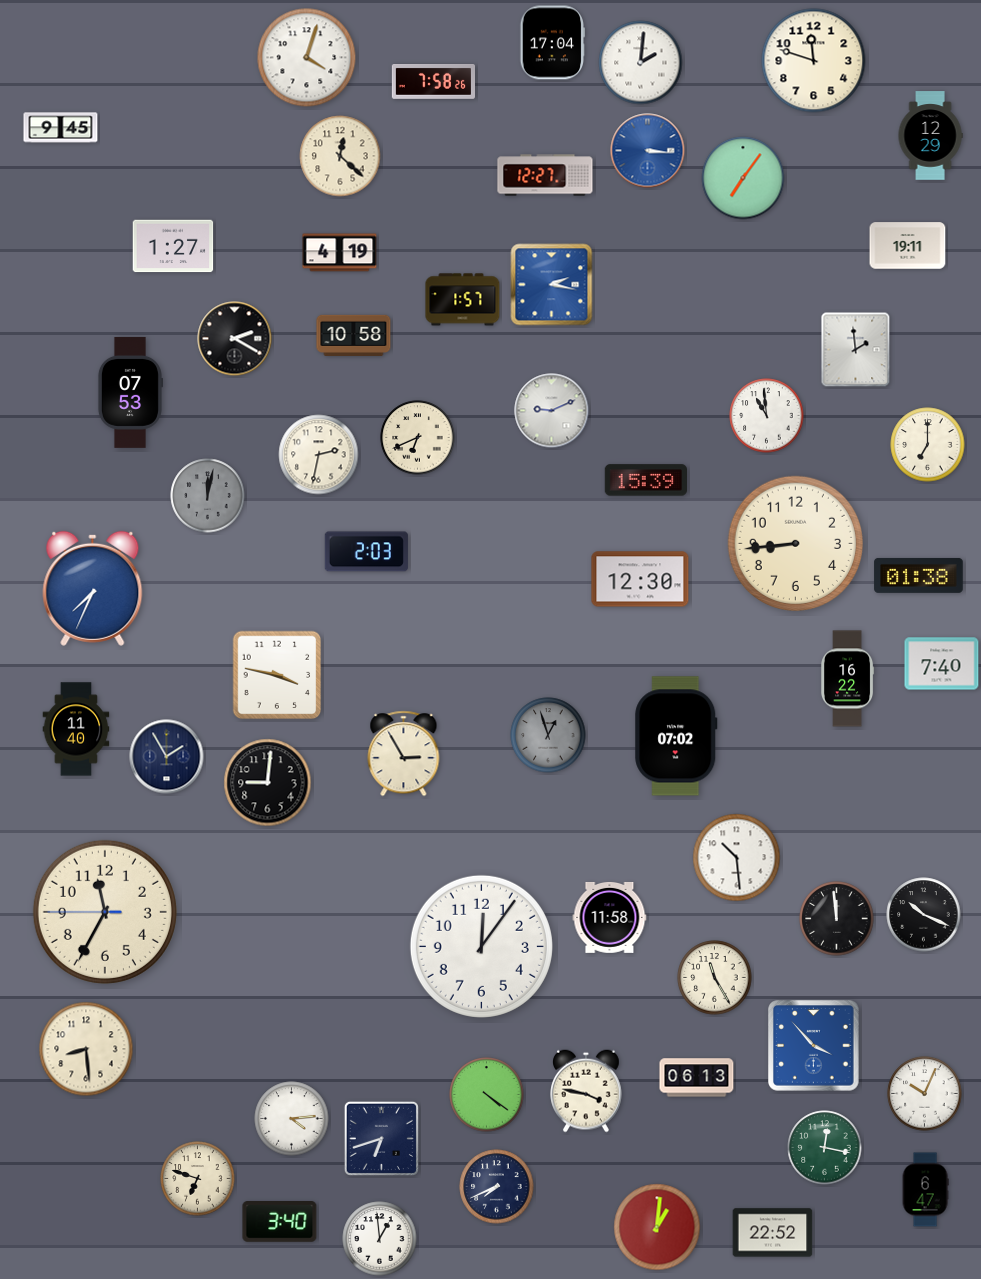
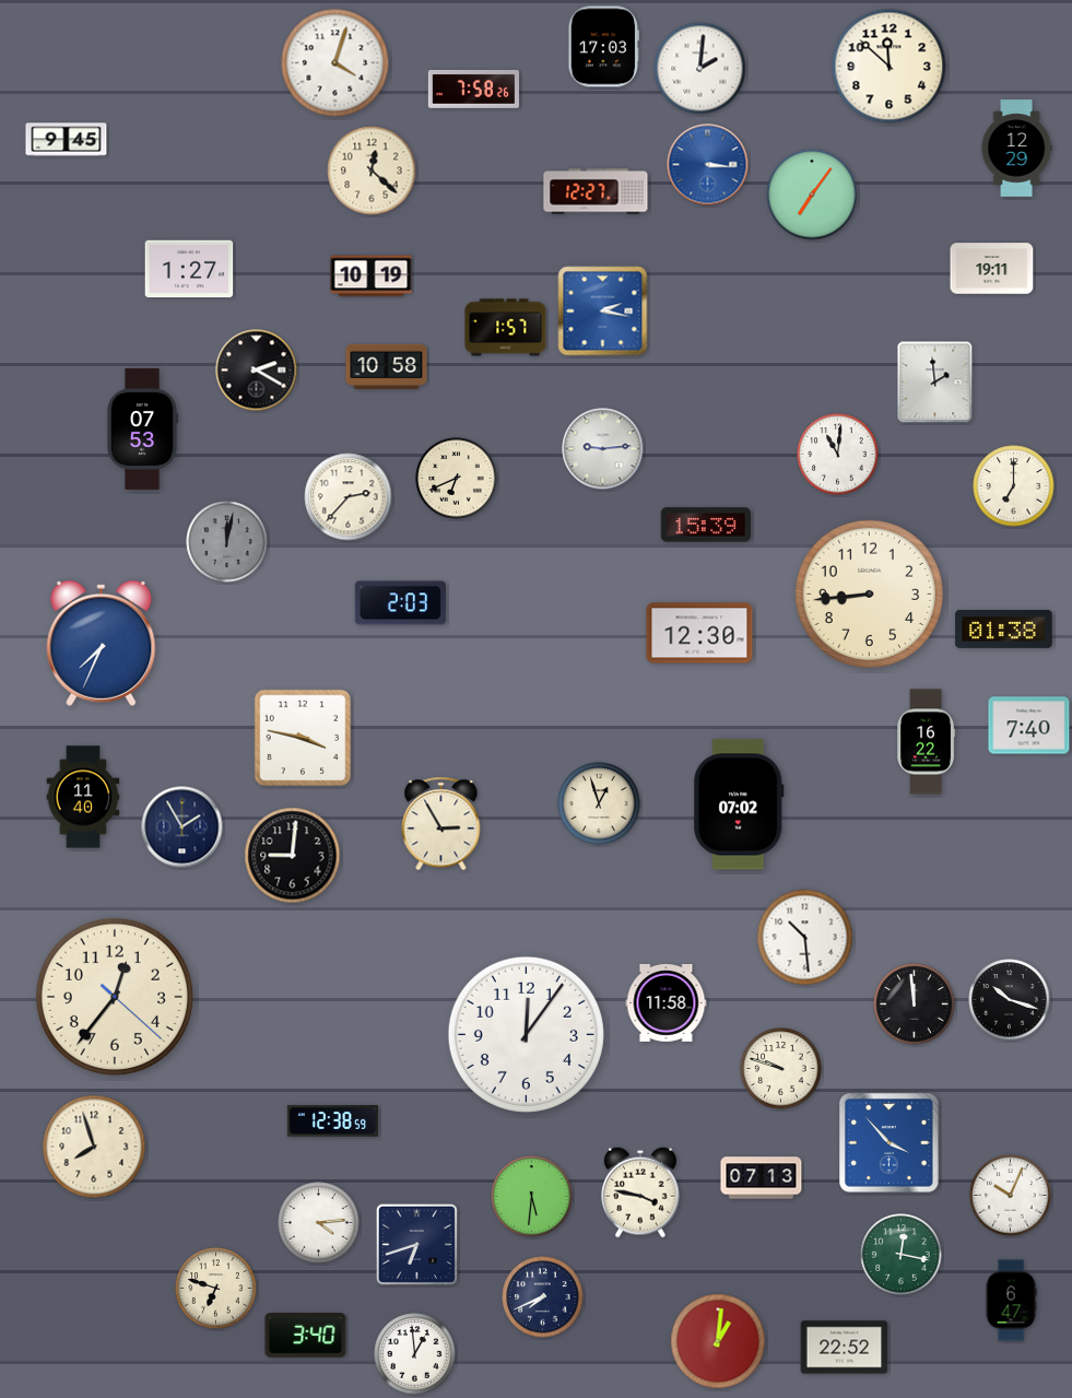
clock at (553, 43): 17:04 -> 17:03
clock at (814, 61): 11:48 -> 11:52
clock at (340, 253): 4:19 -> 10:19
clock at (552, 411): 9:11 -> 9:14
clock at (767, 416): 10:59 -> 11:01
clock at (319, 455): 2:32 -> 2:37
clock at (548, 735) dial: grey -> cream
clock at (105, 912): 11:34 -> 12:36
clock at (924, 915): 10:19 -> 10:18
clock at (715, 978): 11:25 -> 9:48
clock at (332, 1121): none -> 12:38
clock at (86, 1049): 8:29 -> 7:57
clock at (697, 1078): 06:13 -> 07:13
clock at (487, 1095): 4:21 -> 5:31
